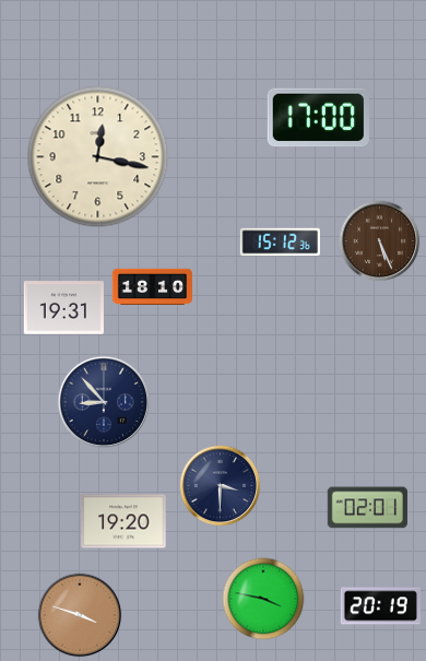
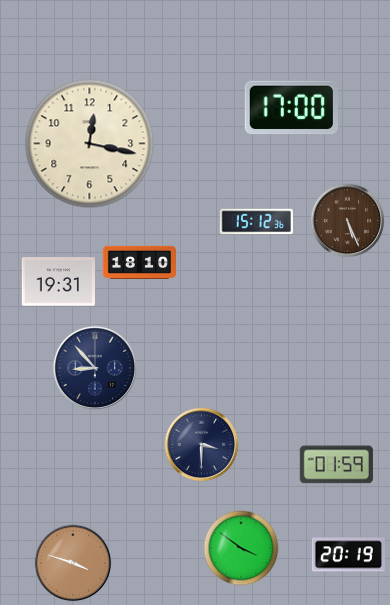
clock at (367, 508): 02:01 -> 01:59
clock at (123, 521): 19:20 -> none
clock at (263, 599): 3:47 -> 3:51
